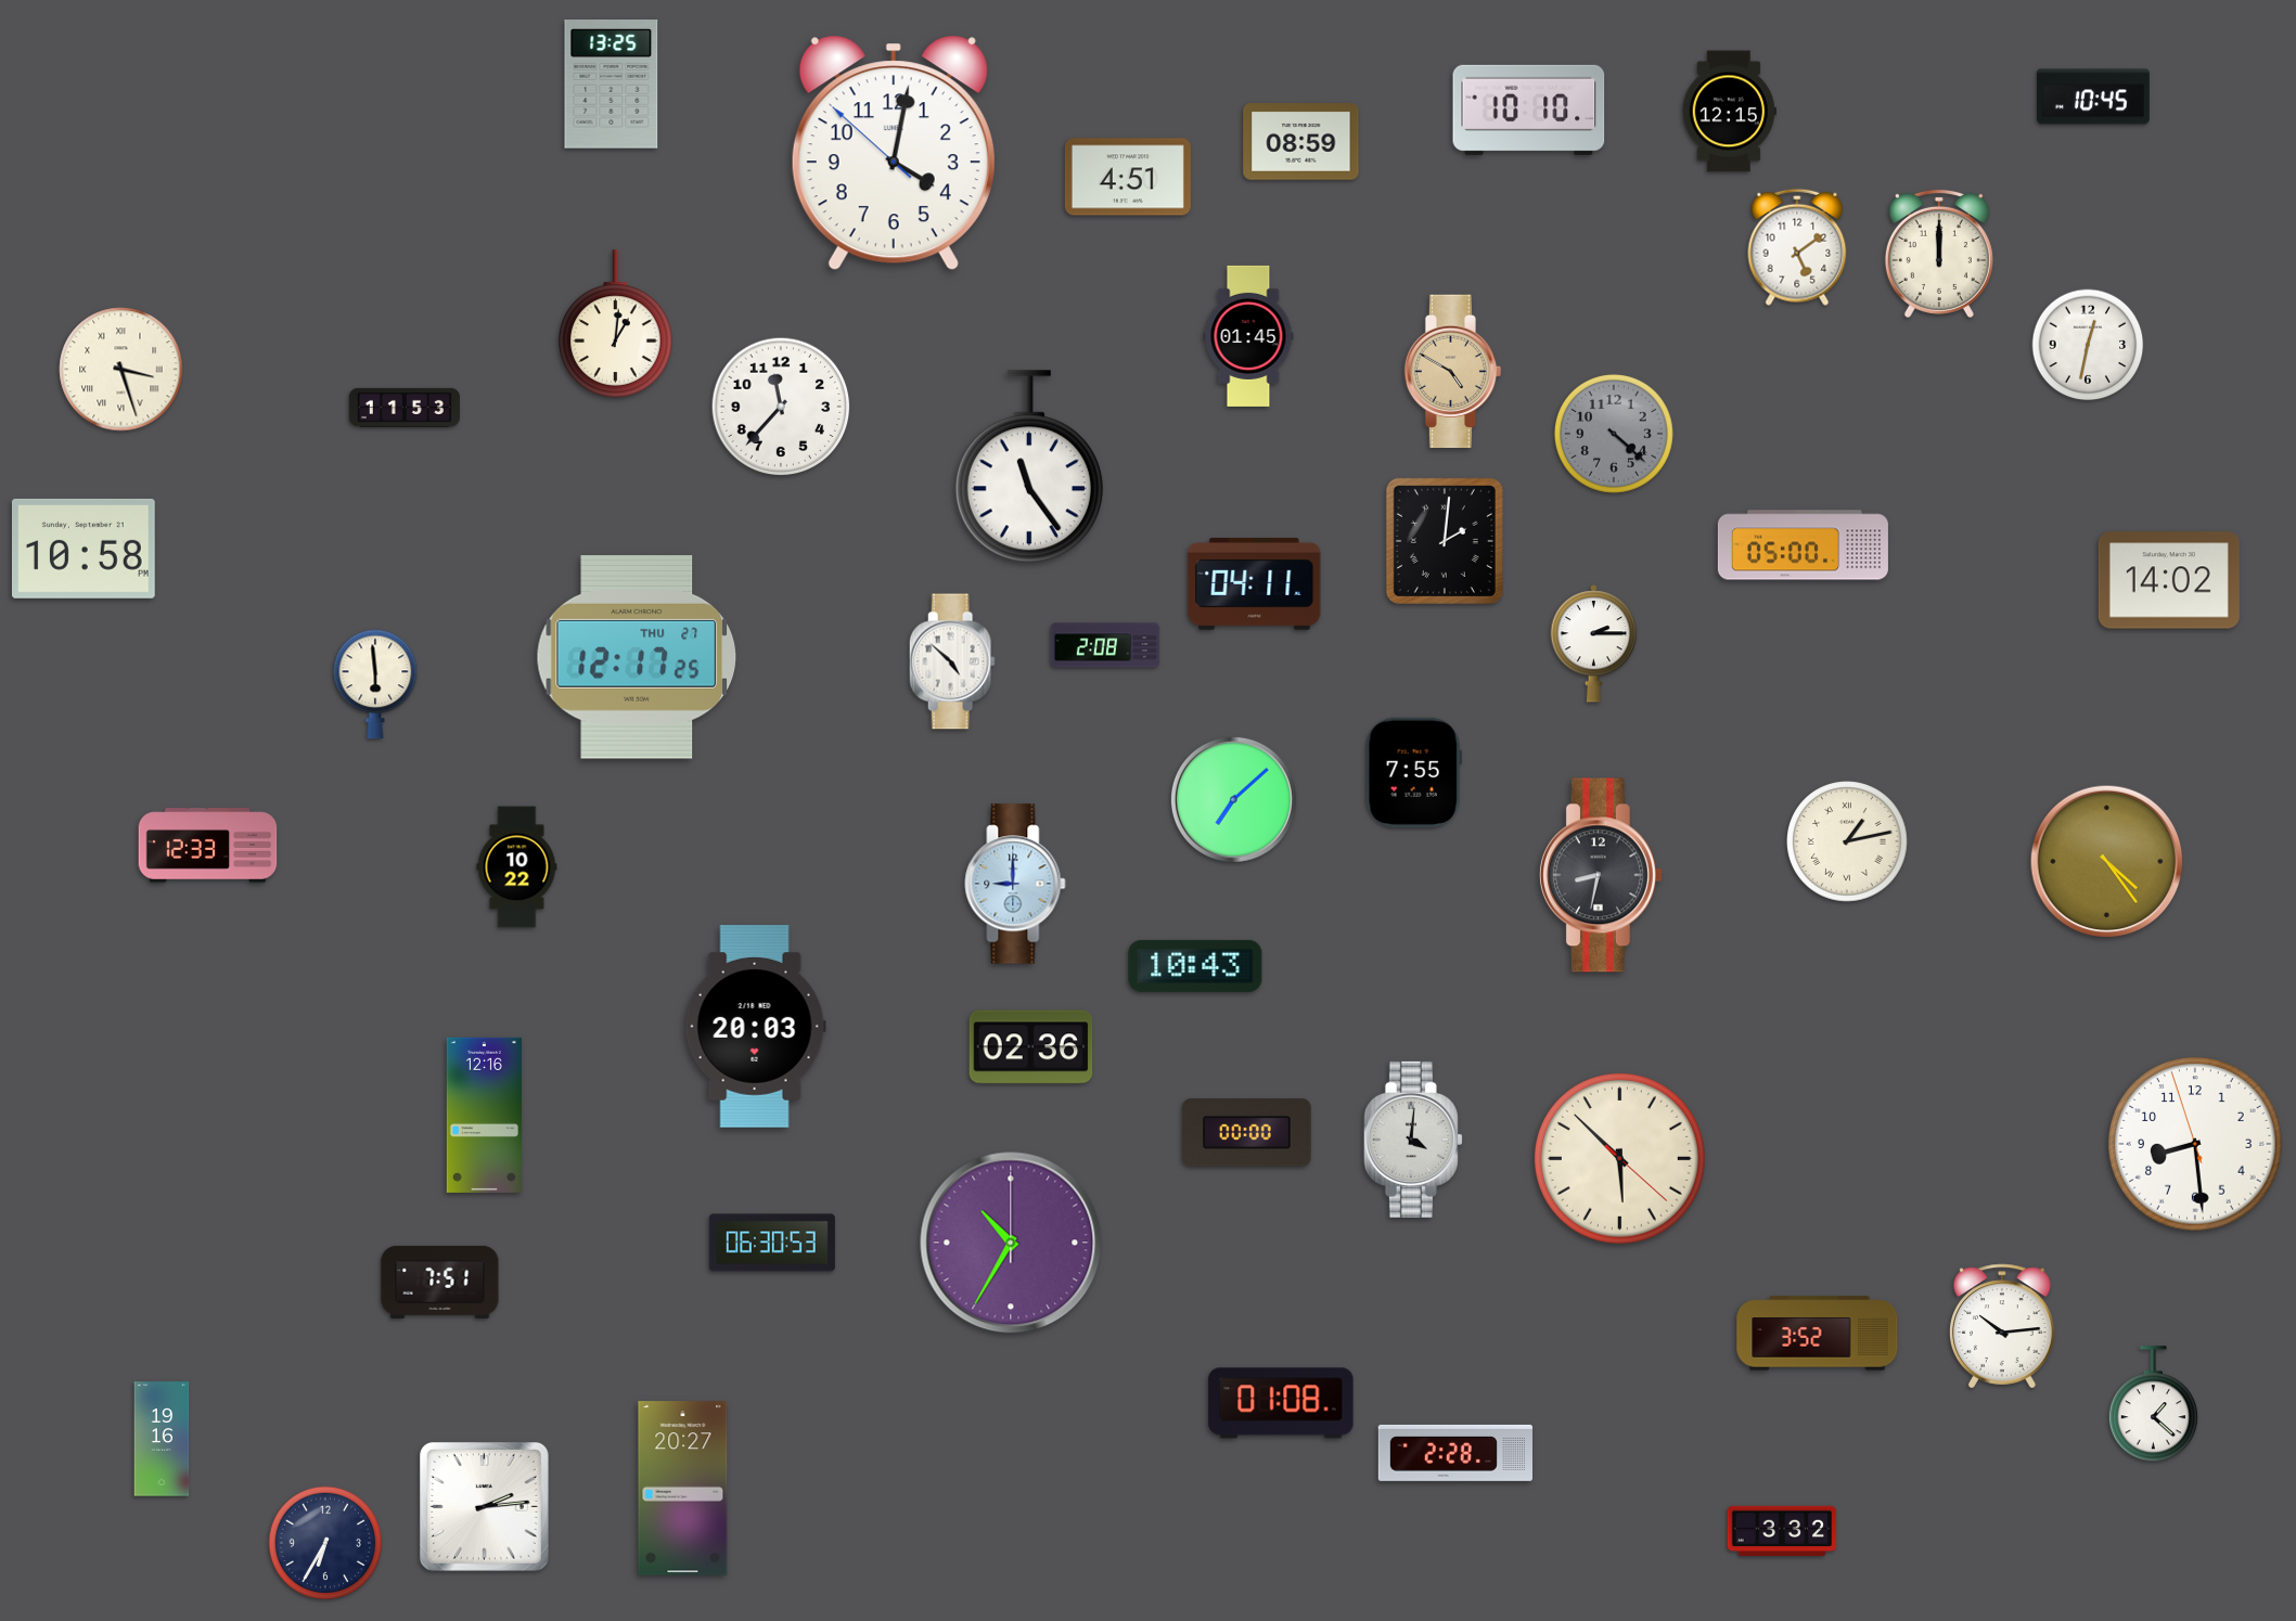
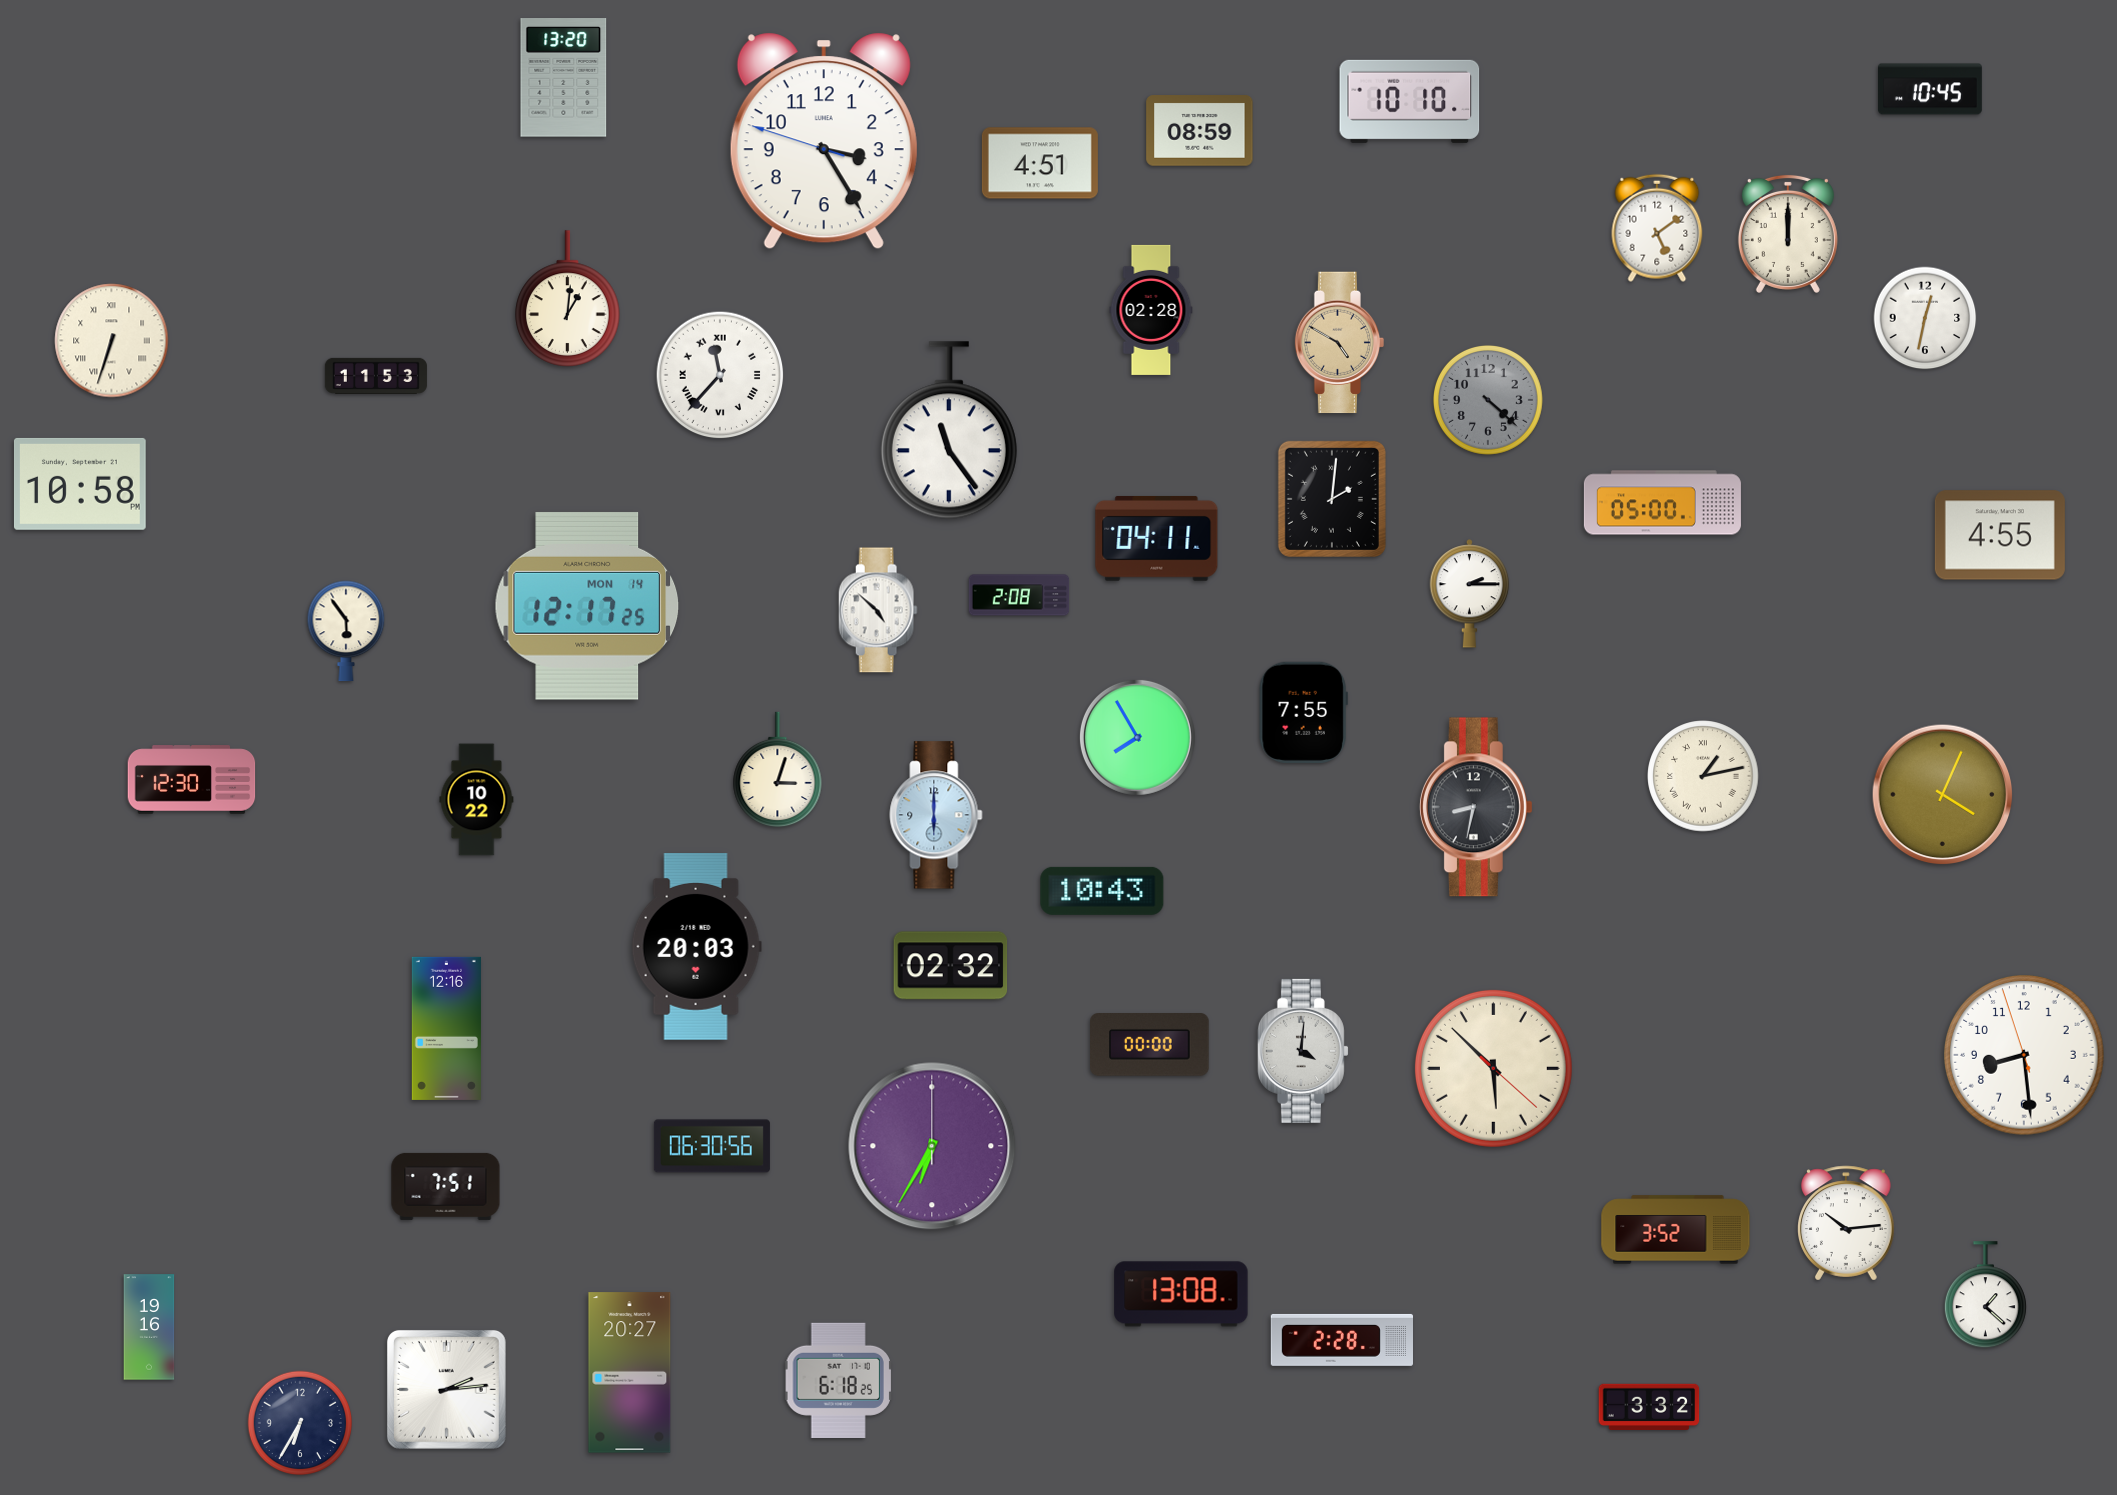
clock at (612, 85): 13:25 -> 13:20
clock at (1729, 112): 12:15 -> none
clock at (894, 153): 4:01 -> 3:24
clock at (1248, 336): 01:45 -> 02:28
clock at (121, 370): 3:27 -> 6:33
clock at (781, 407) numerals: Arabic -> Roman
clock at (405, 408) position: (405, 408) -> (376, 376)
clock at (84, 549) position: (84, 549) -> (80, 484)
clock at (2169, 580): 14:02 -> 4:55
clock at (637, 657) date: THU 27 -> MON 14
clock at (375, 684): 5:59 -> 5:54
clock at (1233, 799): 7:08 -> 7:55
clock at (778, 770): none -> 3:03
clock at (208, 846): 12:33 -> 12:30
clock at (2107, 862): 4:24 -> 4:04
clock at (1015, 884): 9:00 -> 6:00
clock at (1031, 1047): 02:36 -> 02:32
clock at (772, 1243): 06:30:53 -> 06:30:56
clock at (1011, 1243): 10:35 -> 6:35
clock at (440, 1282) position: (440, 1282) -> (446, 1186)
clock at (1281, 1403): 01:08 -> 13:08
clock at (839, 1380): none -> 6:18
clock at (1782, 1530) position: (1782, 1530) -> (1649, 1406)
